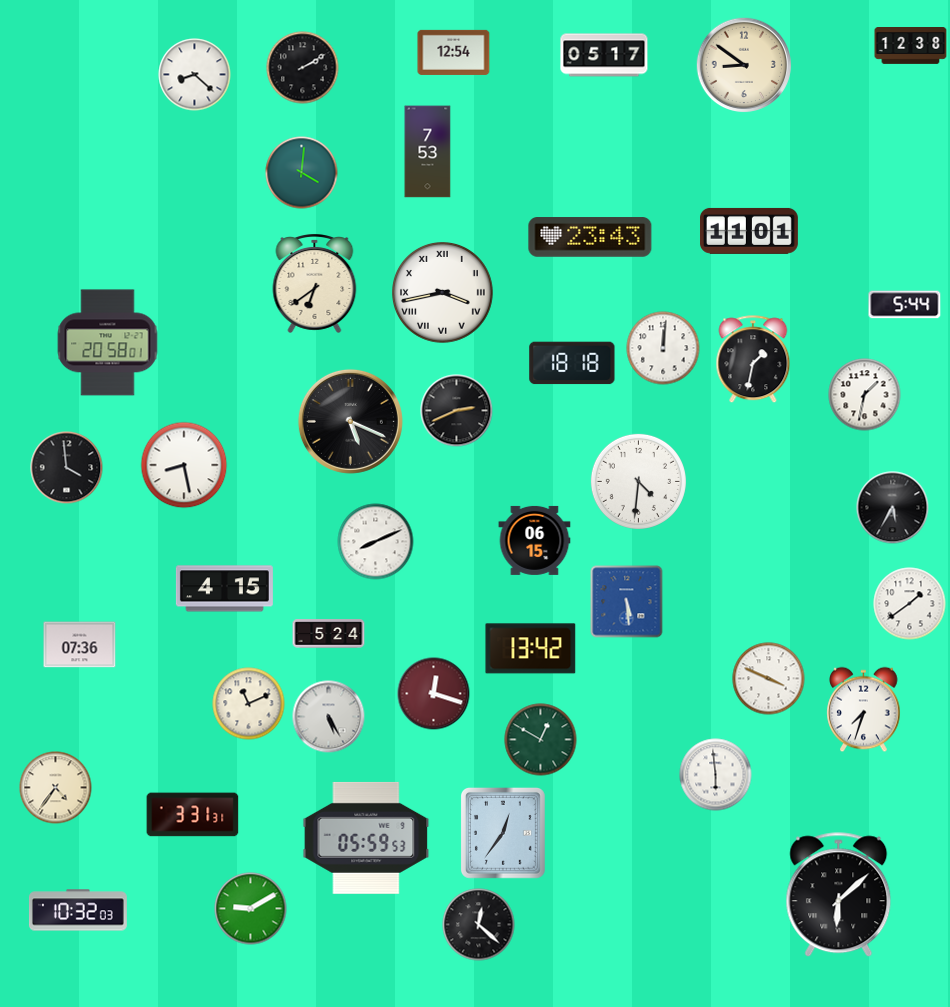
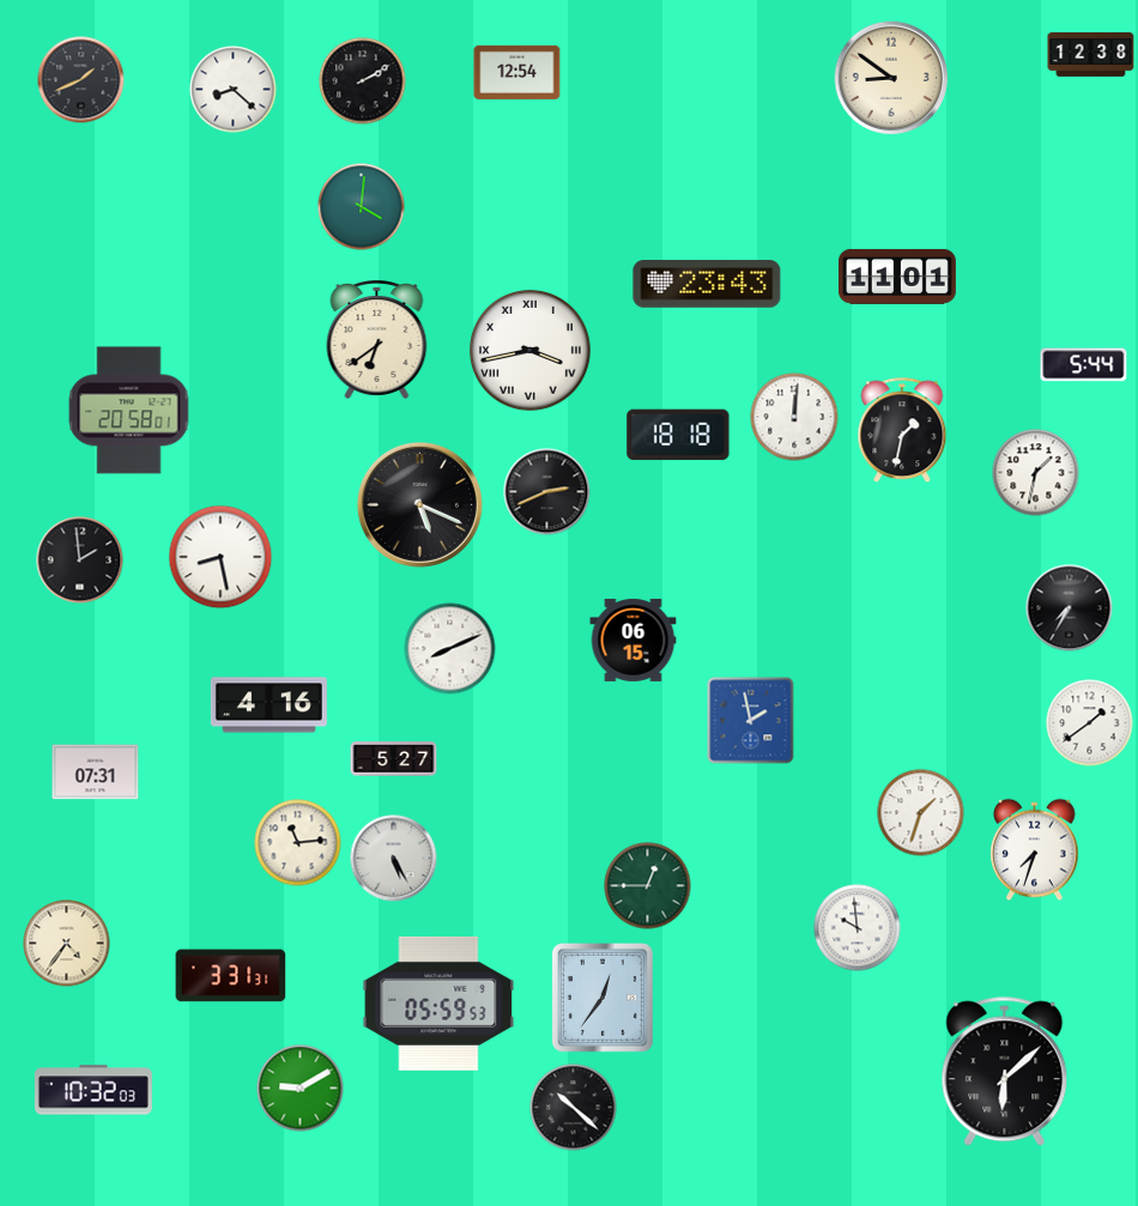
clock at (454, 52) position: (454, 52) -> (517, 72)
clock at (604, 55): 05:17 -> none
clock at (81, 80): none -> 1:41
clock at (428, 152): 7:53 -> none
clock at (572, 363) position: (572, 363) -> (678, 435)
clock at (67, 468): 3:59 -> 1:59
clock at (638, 481): 4:31 -> none
clock at (893, 508): 5:35 -> 7:35
clock at (535, 540) position: (535, 540) -> (634, 640)
clock at (224, 589): 4:15 -> 4:16
clock at (627, 602): 5:29 -> 1:58
clock at (329, 634): 5:24 -> 5:27
clock at (80, 645): 07:36 -> 07:31
clock at (531, 649): 13:42 -> none
clock at (769, 679): 3:49 -> 1:33
clock at (434, 694): 12:18 -> none
clock at (249, 704): 11:11 -> 11:14
clock at (541, 740): 12:50 -> 12:45
clock at (716, 775): 5:59 -> 9:59
clock at (479, 925): 12:22 -> 10:22
